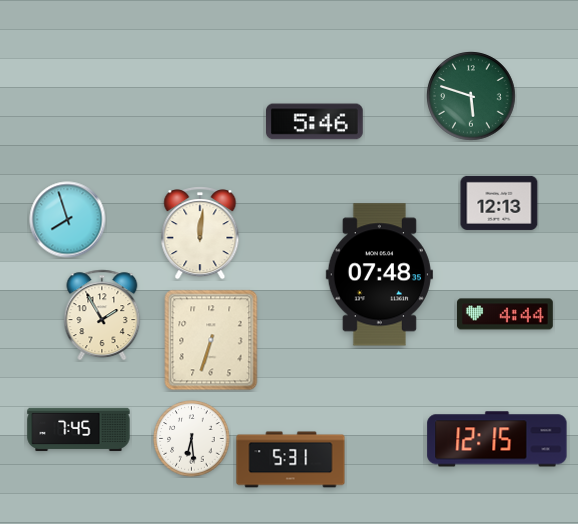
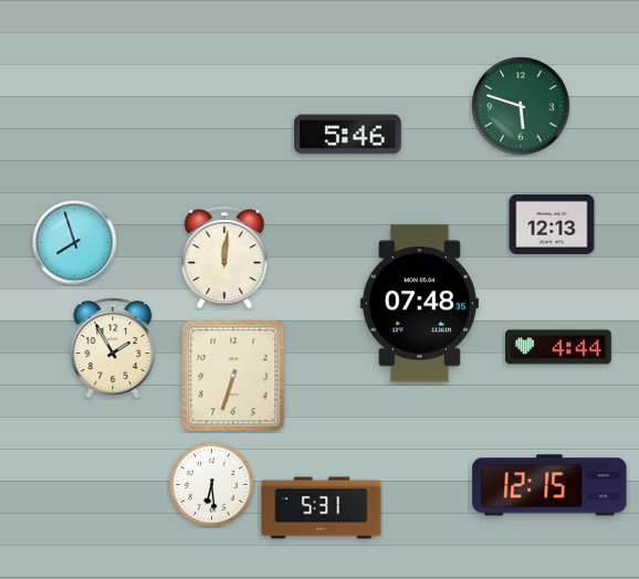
clock at (200, 234) position: (200, 234) -> (224, 259)
clock at (79, 430): 7:45 -> none
